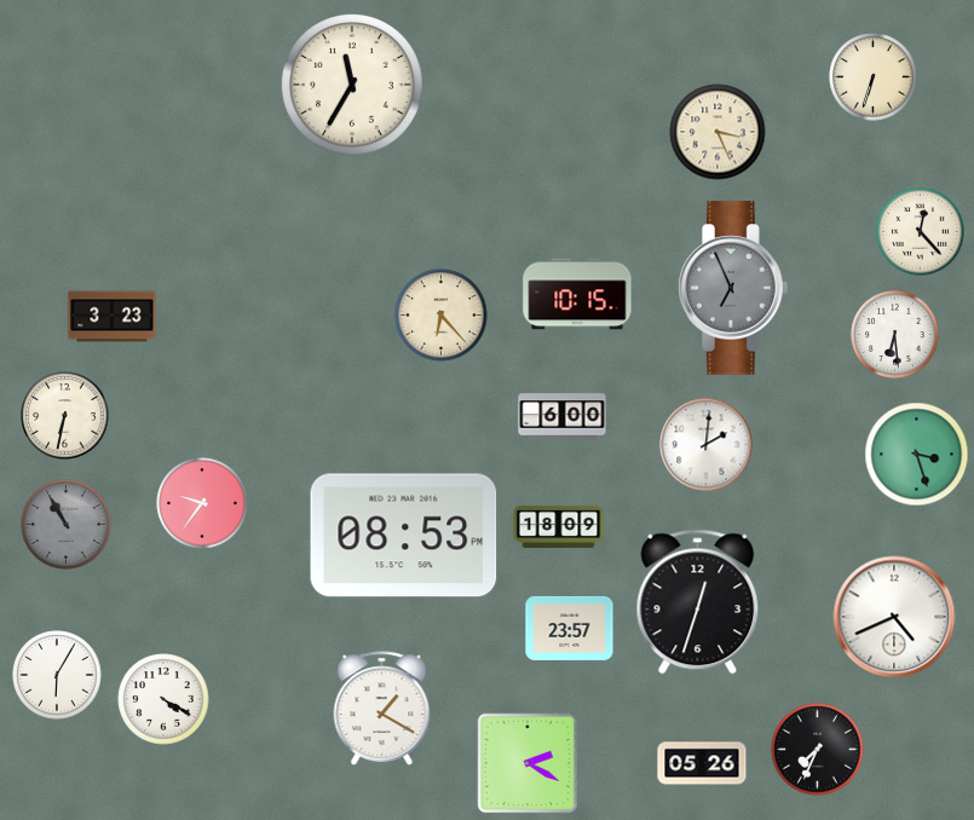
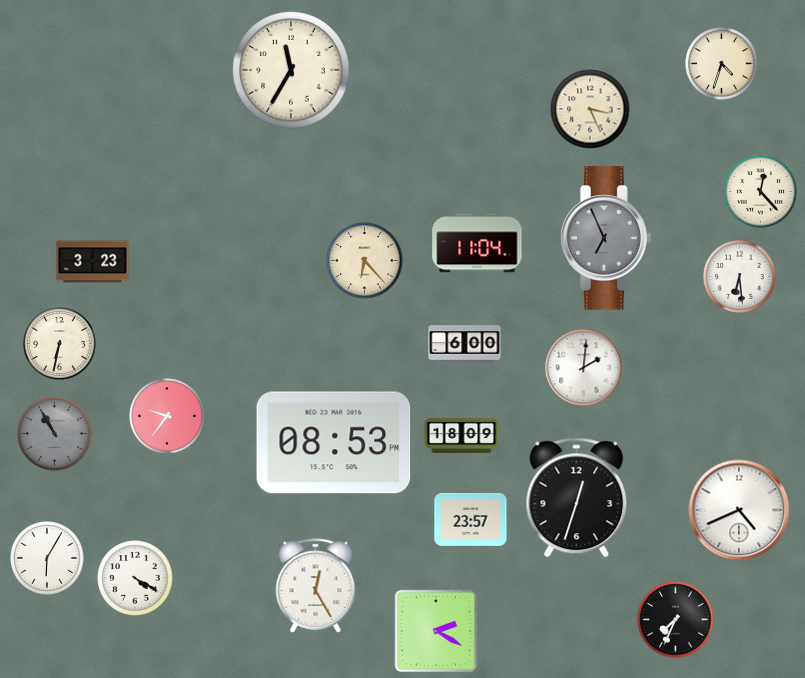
clock at (874, 77): 6:33 -> 4:33
clock at (717, 132) position: (717, 132) -> (590, 109)
clock at (577, 294): 10:15 -> 11:04
clock at (65, 416) position: (65, 416) -> (60, 344)
clock at (917, 455): 3:27 -> none
clock at (382, 709): 1:20 -> 12:25
clock at (702, 763): 05:26 -> none
